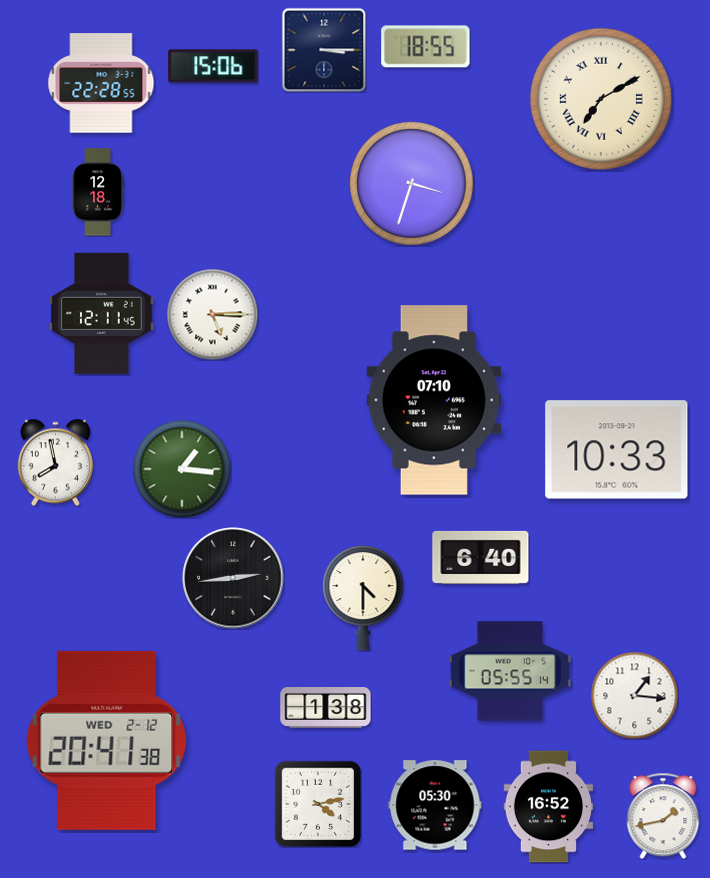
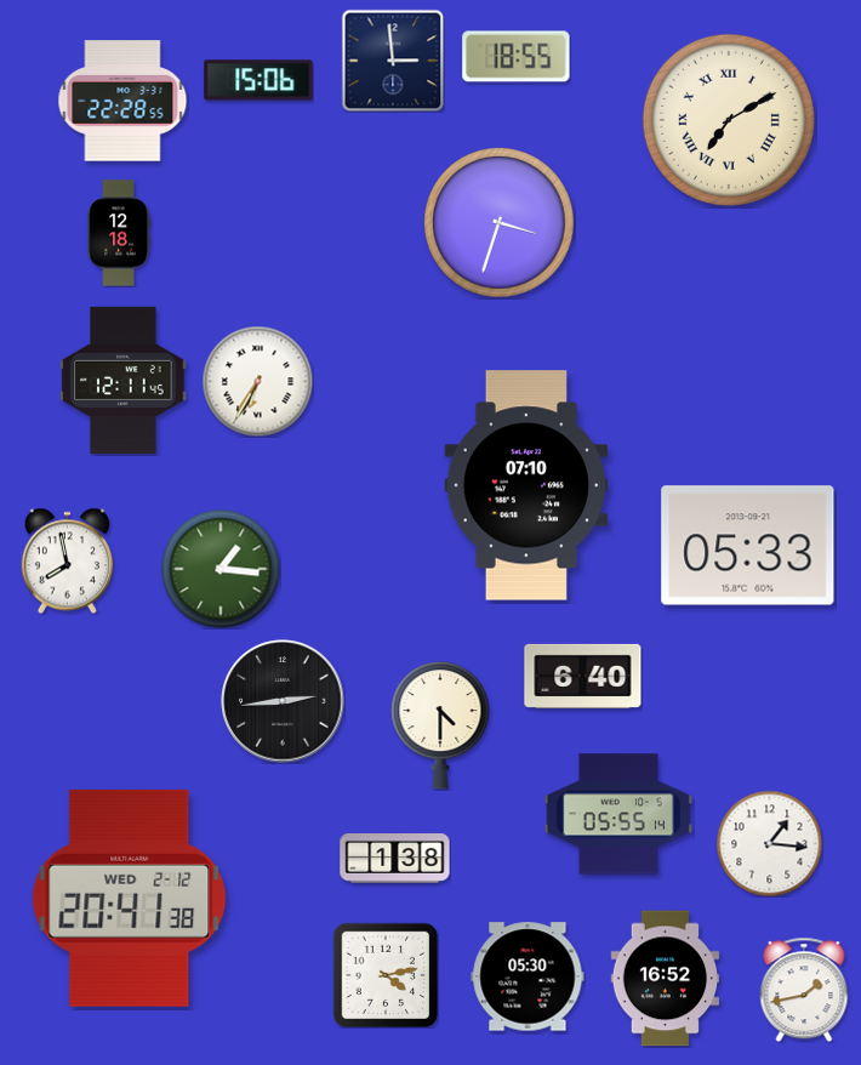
clock at (324, 50): 3:15 -> 2:59
clock at (212, 314): 5:15 -> 6:35
clock at (617, 450): 10:33 -> 05:33
